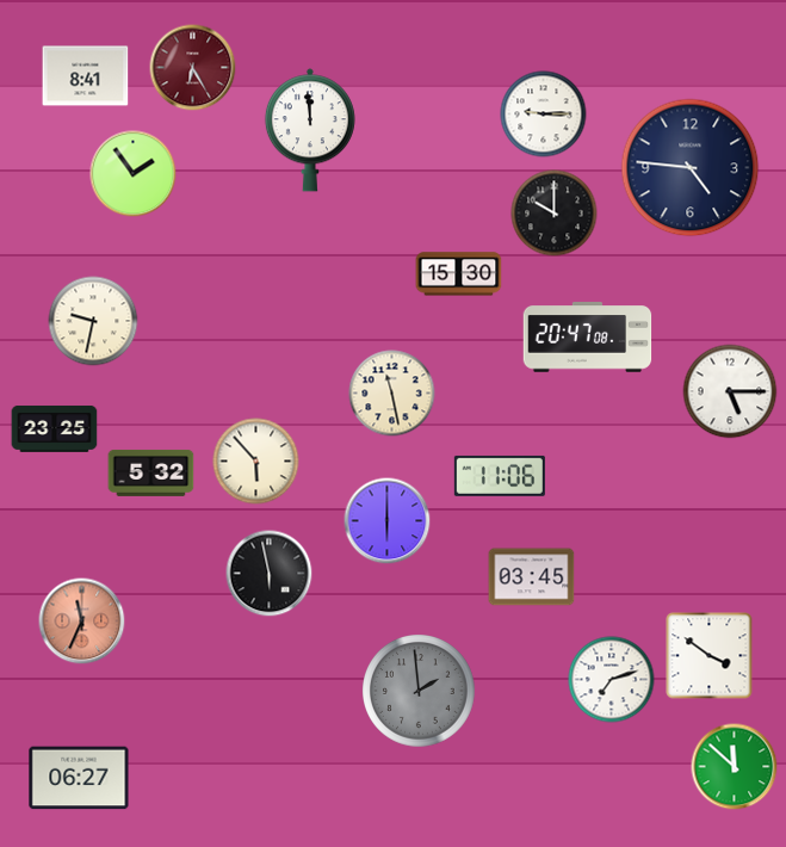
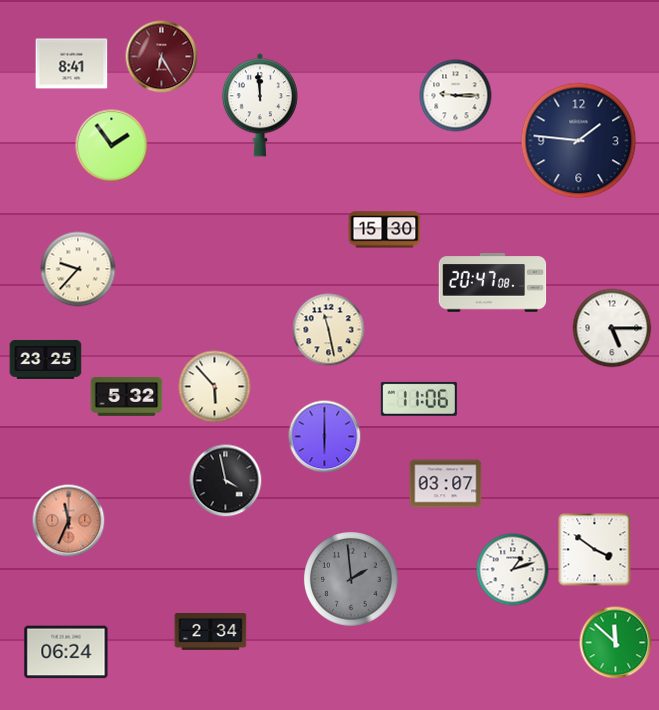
clock at (310, 130) position: (310, 130) -> (260, 105)
clock at (691, 168): 4:46 -> 1:46
clock at (555, 214): 10:00 -> none
clock at (93, 321): 9:32 -> 9:37
clock at (270, 574): 5:58 -> 3:58
clock at (532, 577): 03:45 -> 03:07
clock at (612, 680): 7:12 -> 1:12
clock at (211, 632): none -> 2:34
clock at (79, 778): 06:27 -> 06:24
